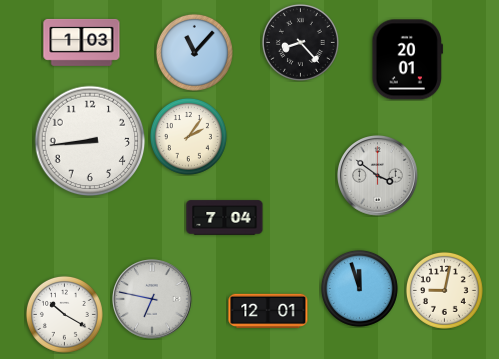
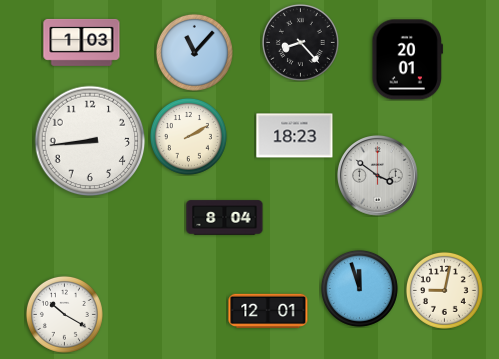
clock at (188, 136): 2:06 -> 2:10
clock at (295, 136): none -> 18:23
clock at (225, 218): 7:04 -> 8:04
clock at (152, 299): 6:47 -> none
